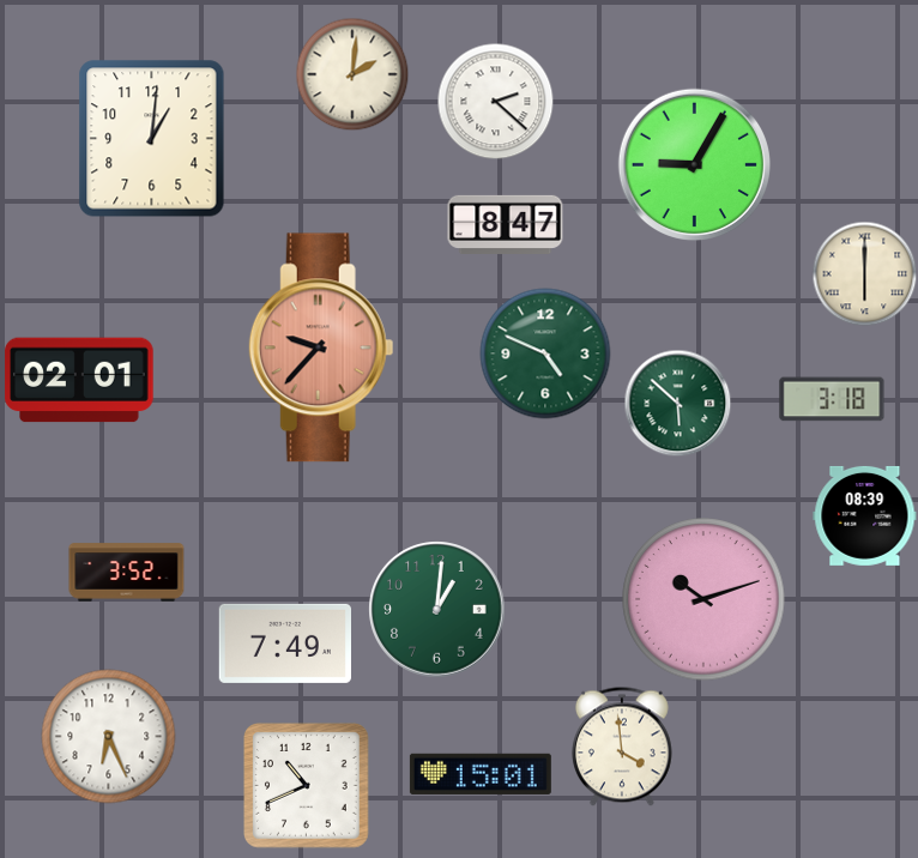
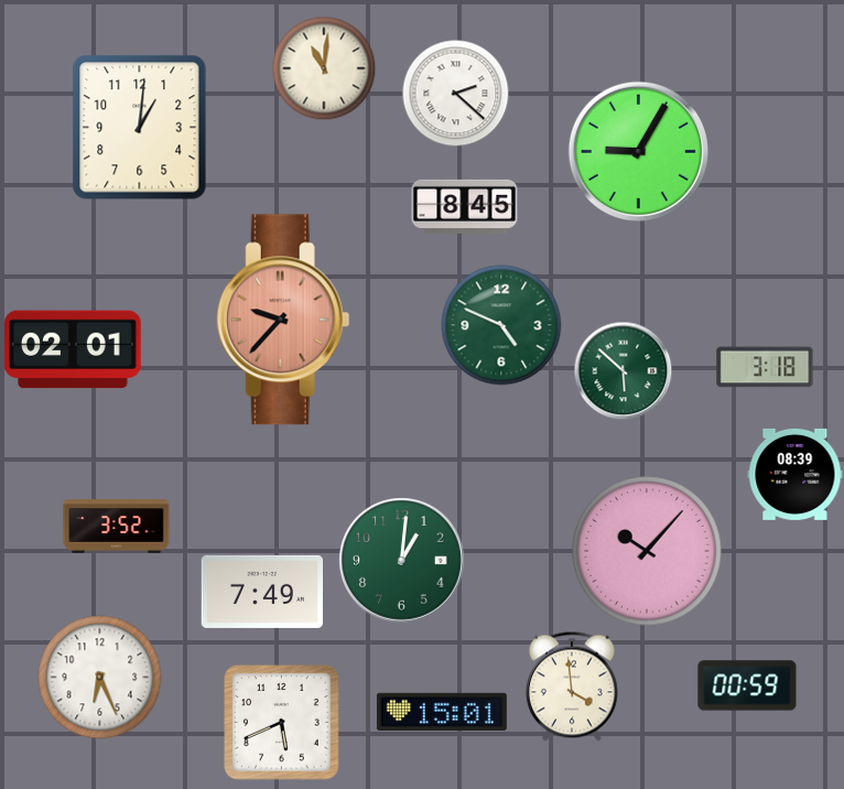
clock at (352, 74): 2:01 -> 11:01
clock at (506, 224): 8:47 -> 8:45
clock at (864, 273): 6:00 -> none
clock at (321, 348) position: (321, 348) -> (283, 320)
clock at (703, 599): 10:12 -> 10:07
clock at (747, 685): none -> 00:59
clock at (307, 786): 10:41 -> 5:41
